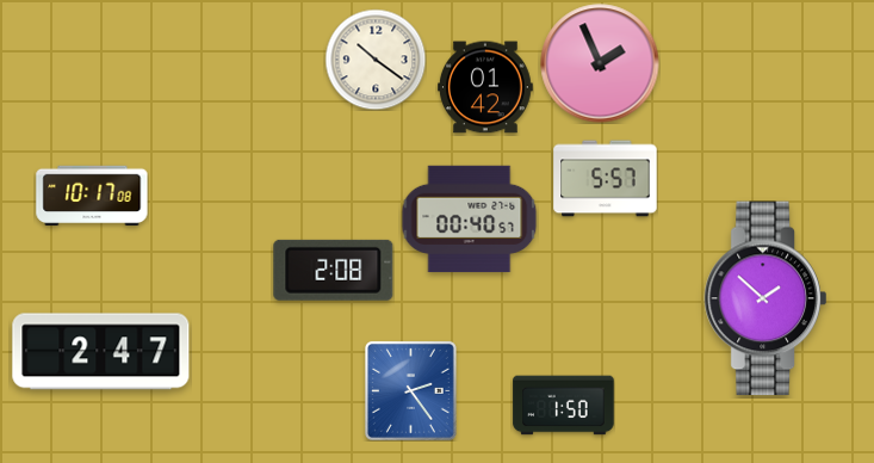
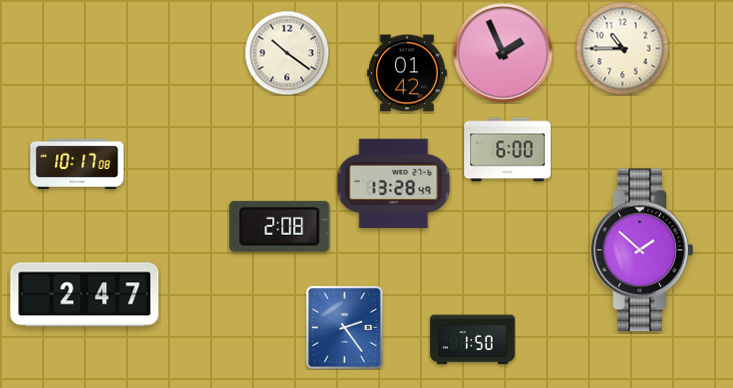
clock at (622, 48): none -> 10:45
clock at (376, 60) position: (376, 60) -> (287, 53)
clock at (606, 179): 5:57 -> 6:00
clock at (470, 220): 00:40 -> 13:28
